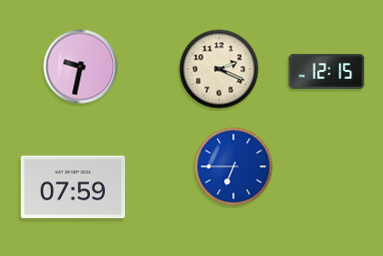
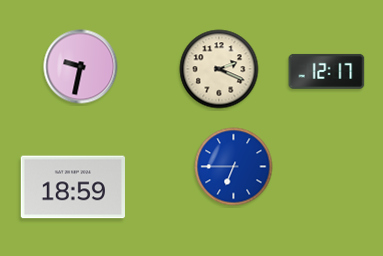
clock at (327, 71): 12:15 -> 12:17
clock at (73, 187): 07:59 -> 18:59
